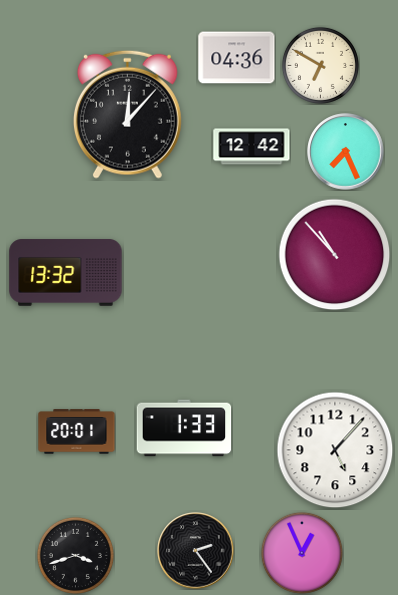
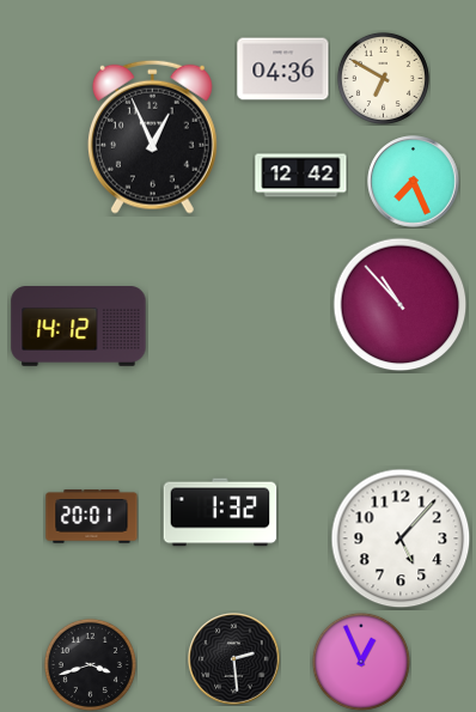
clock at (127, 114): 12:07 -> 12:56
clock at (66, 273): 13:32 -> 14:12
clock at (184, 428): 1:33 -> 1:32
clock at (196, 551): 2:24 -> 2:29
